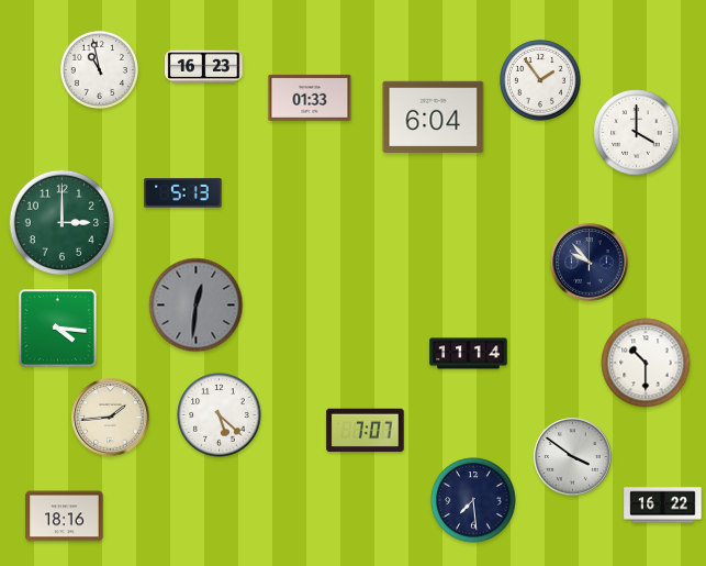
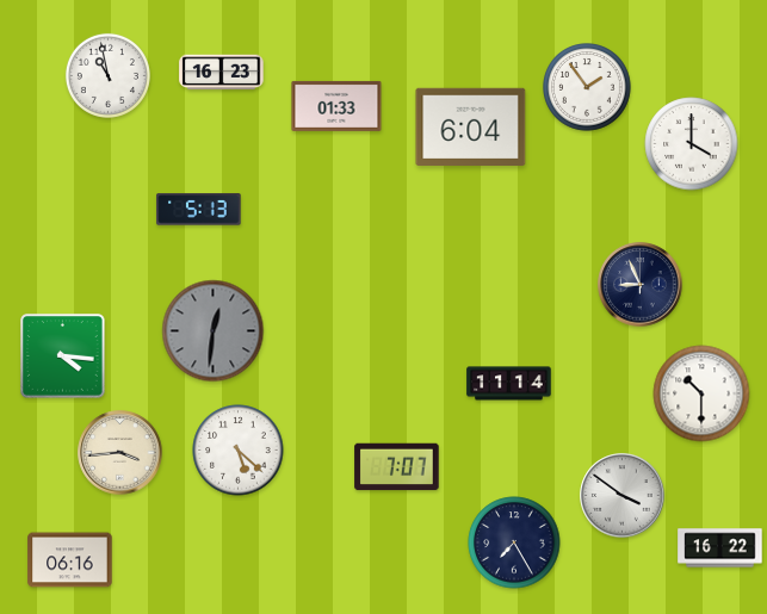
clock at (63, 223): 3:00 -> none
clock at (590, 263): 9:53 -> 8:56
clock at (111, 418): 1:44 -> 3:44
clock at (473, 500): 7:29 -> 7:25
clock at (65, 517): 18:16 -> 06:16
